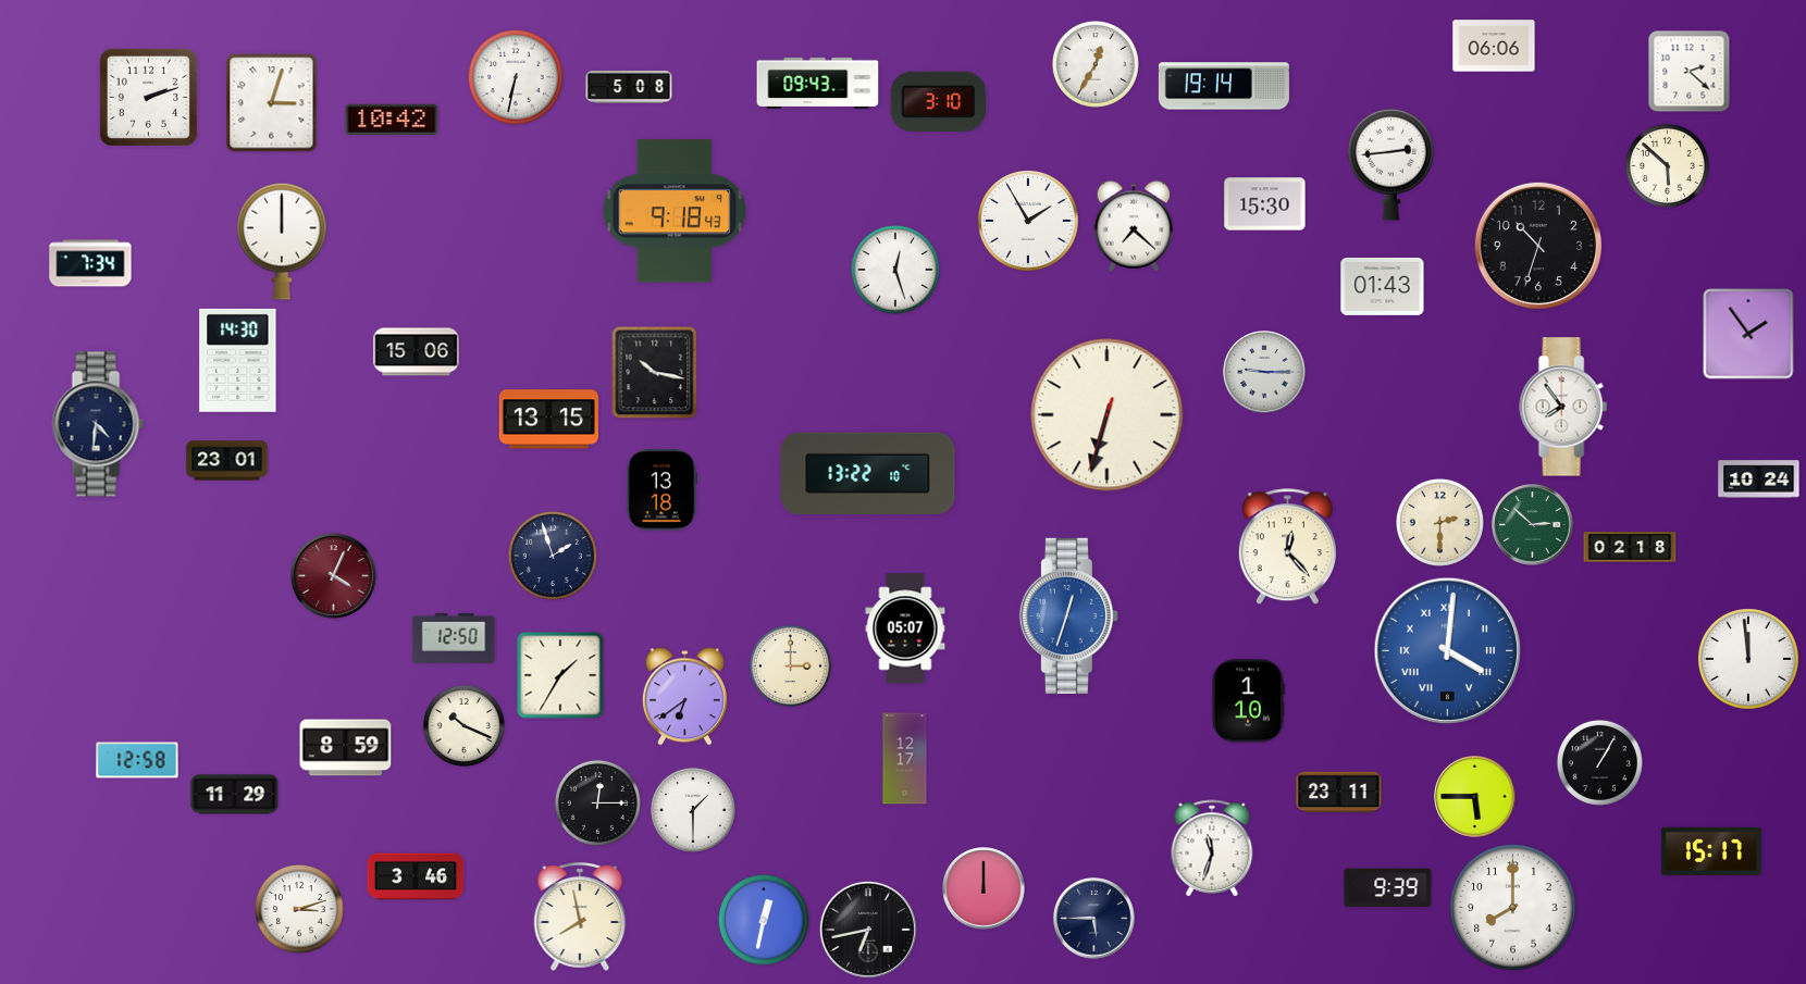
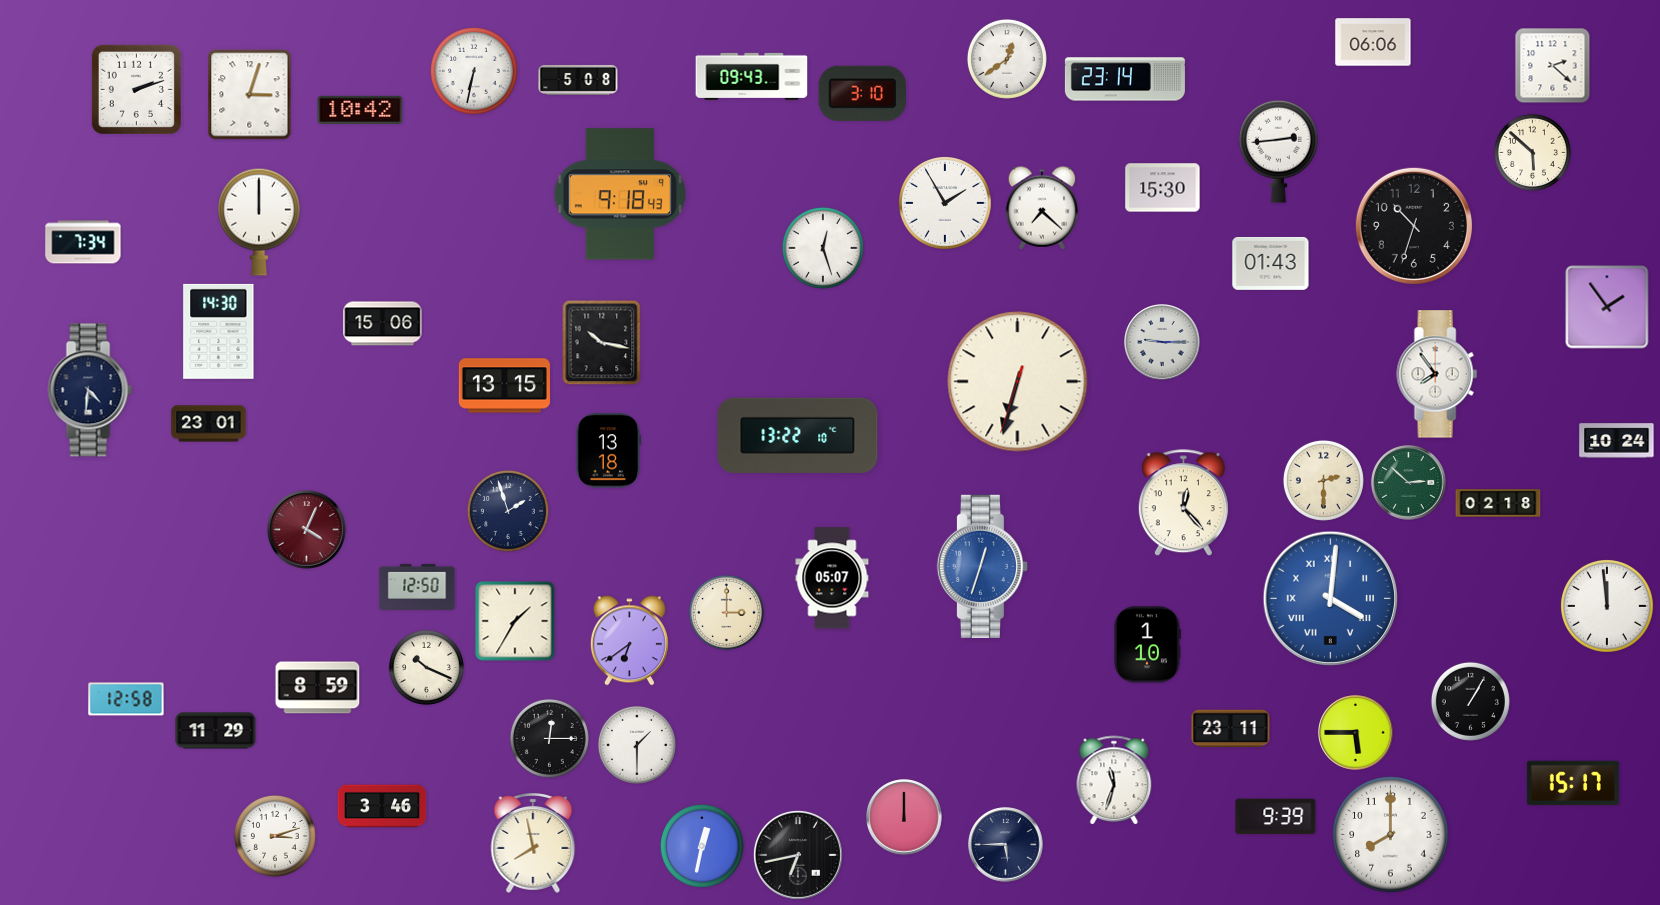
clock at (1096, 64): 12:35 -> 12:39
clock at (1224, 86): 19:14 -> 23:14
clock at (905, 759): 12:17 -> none
